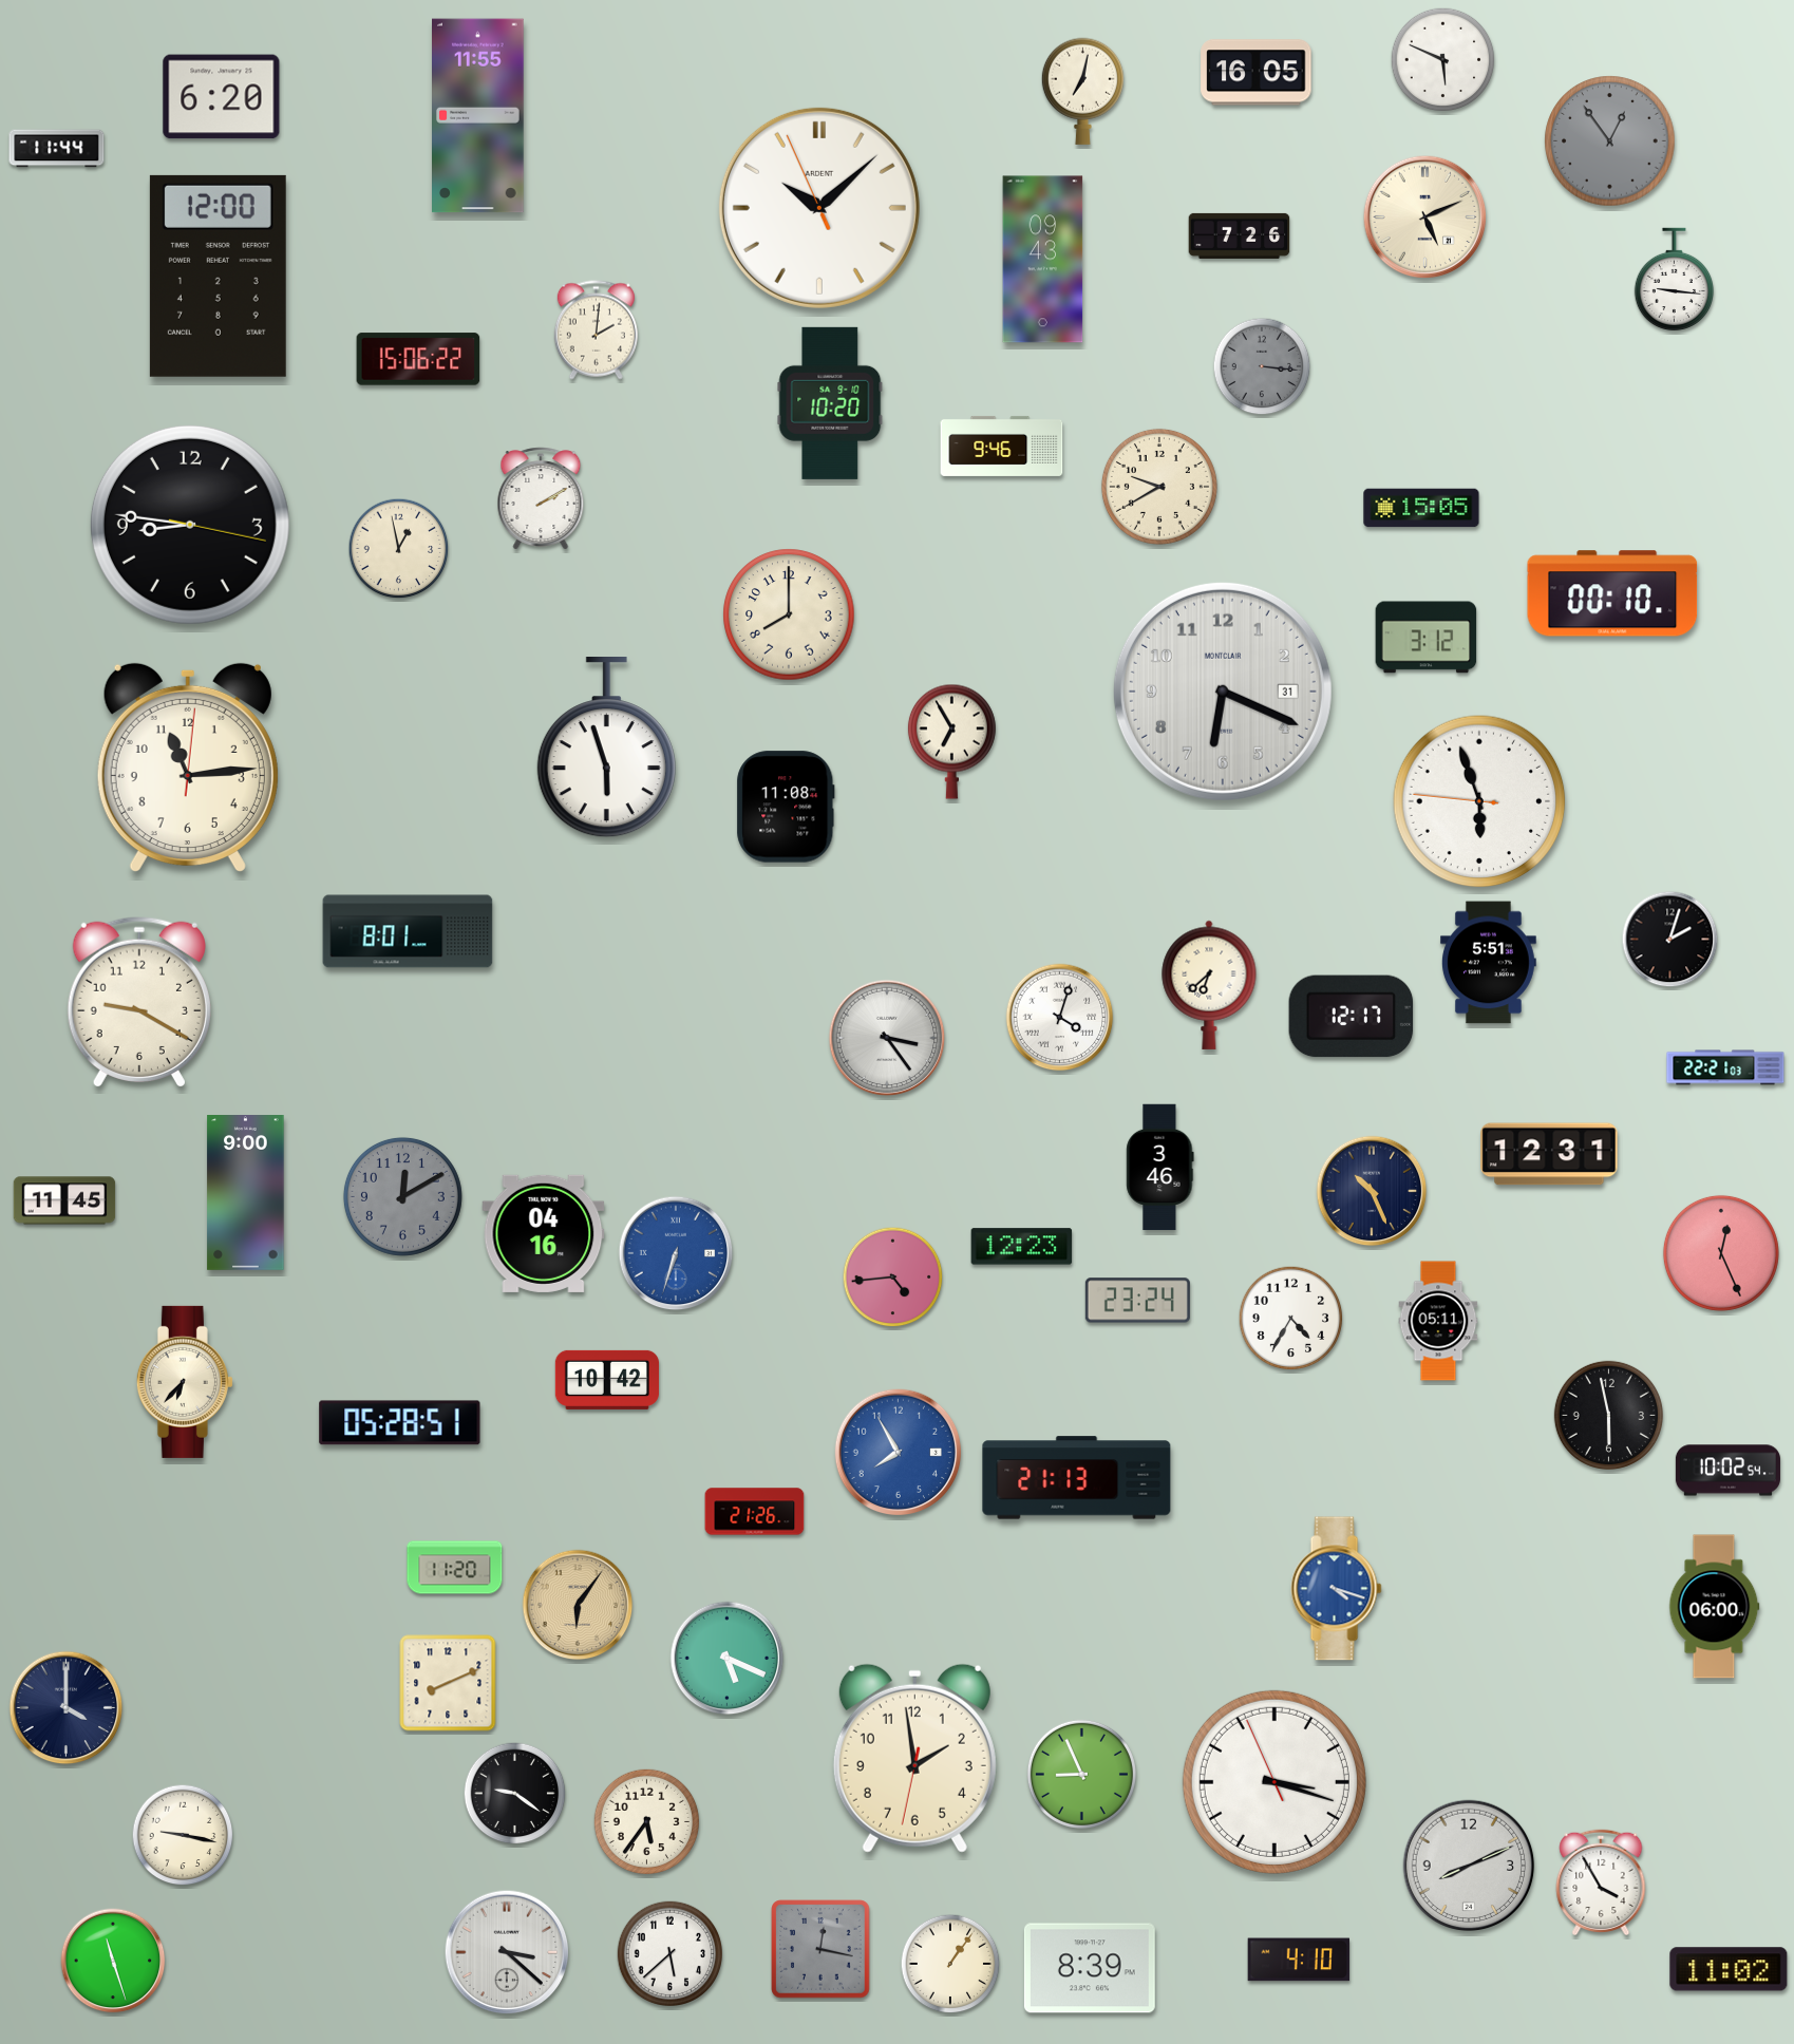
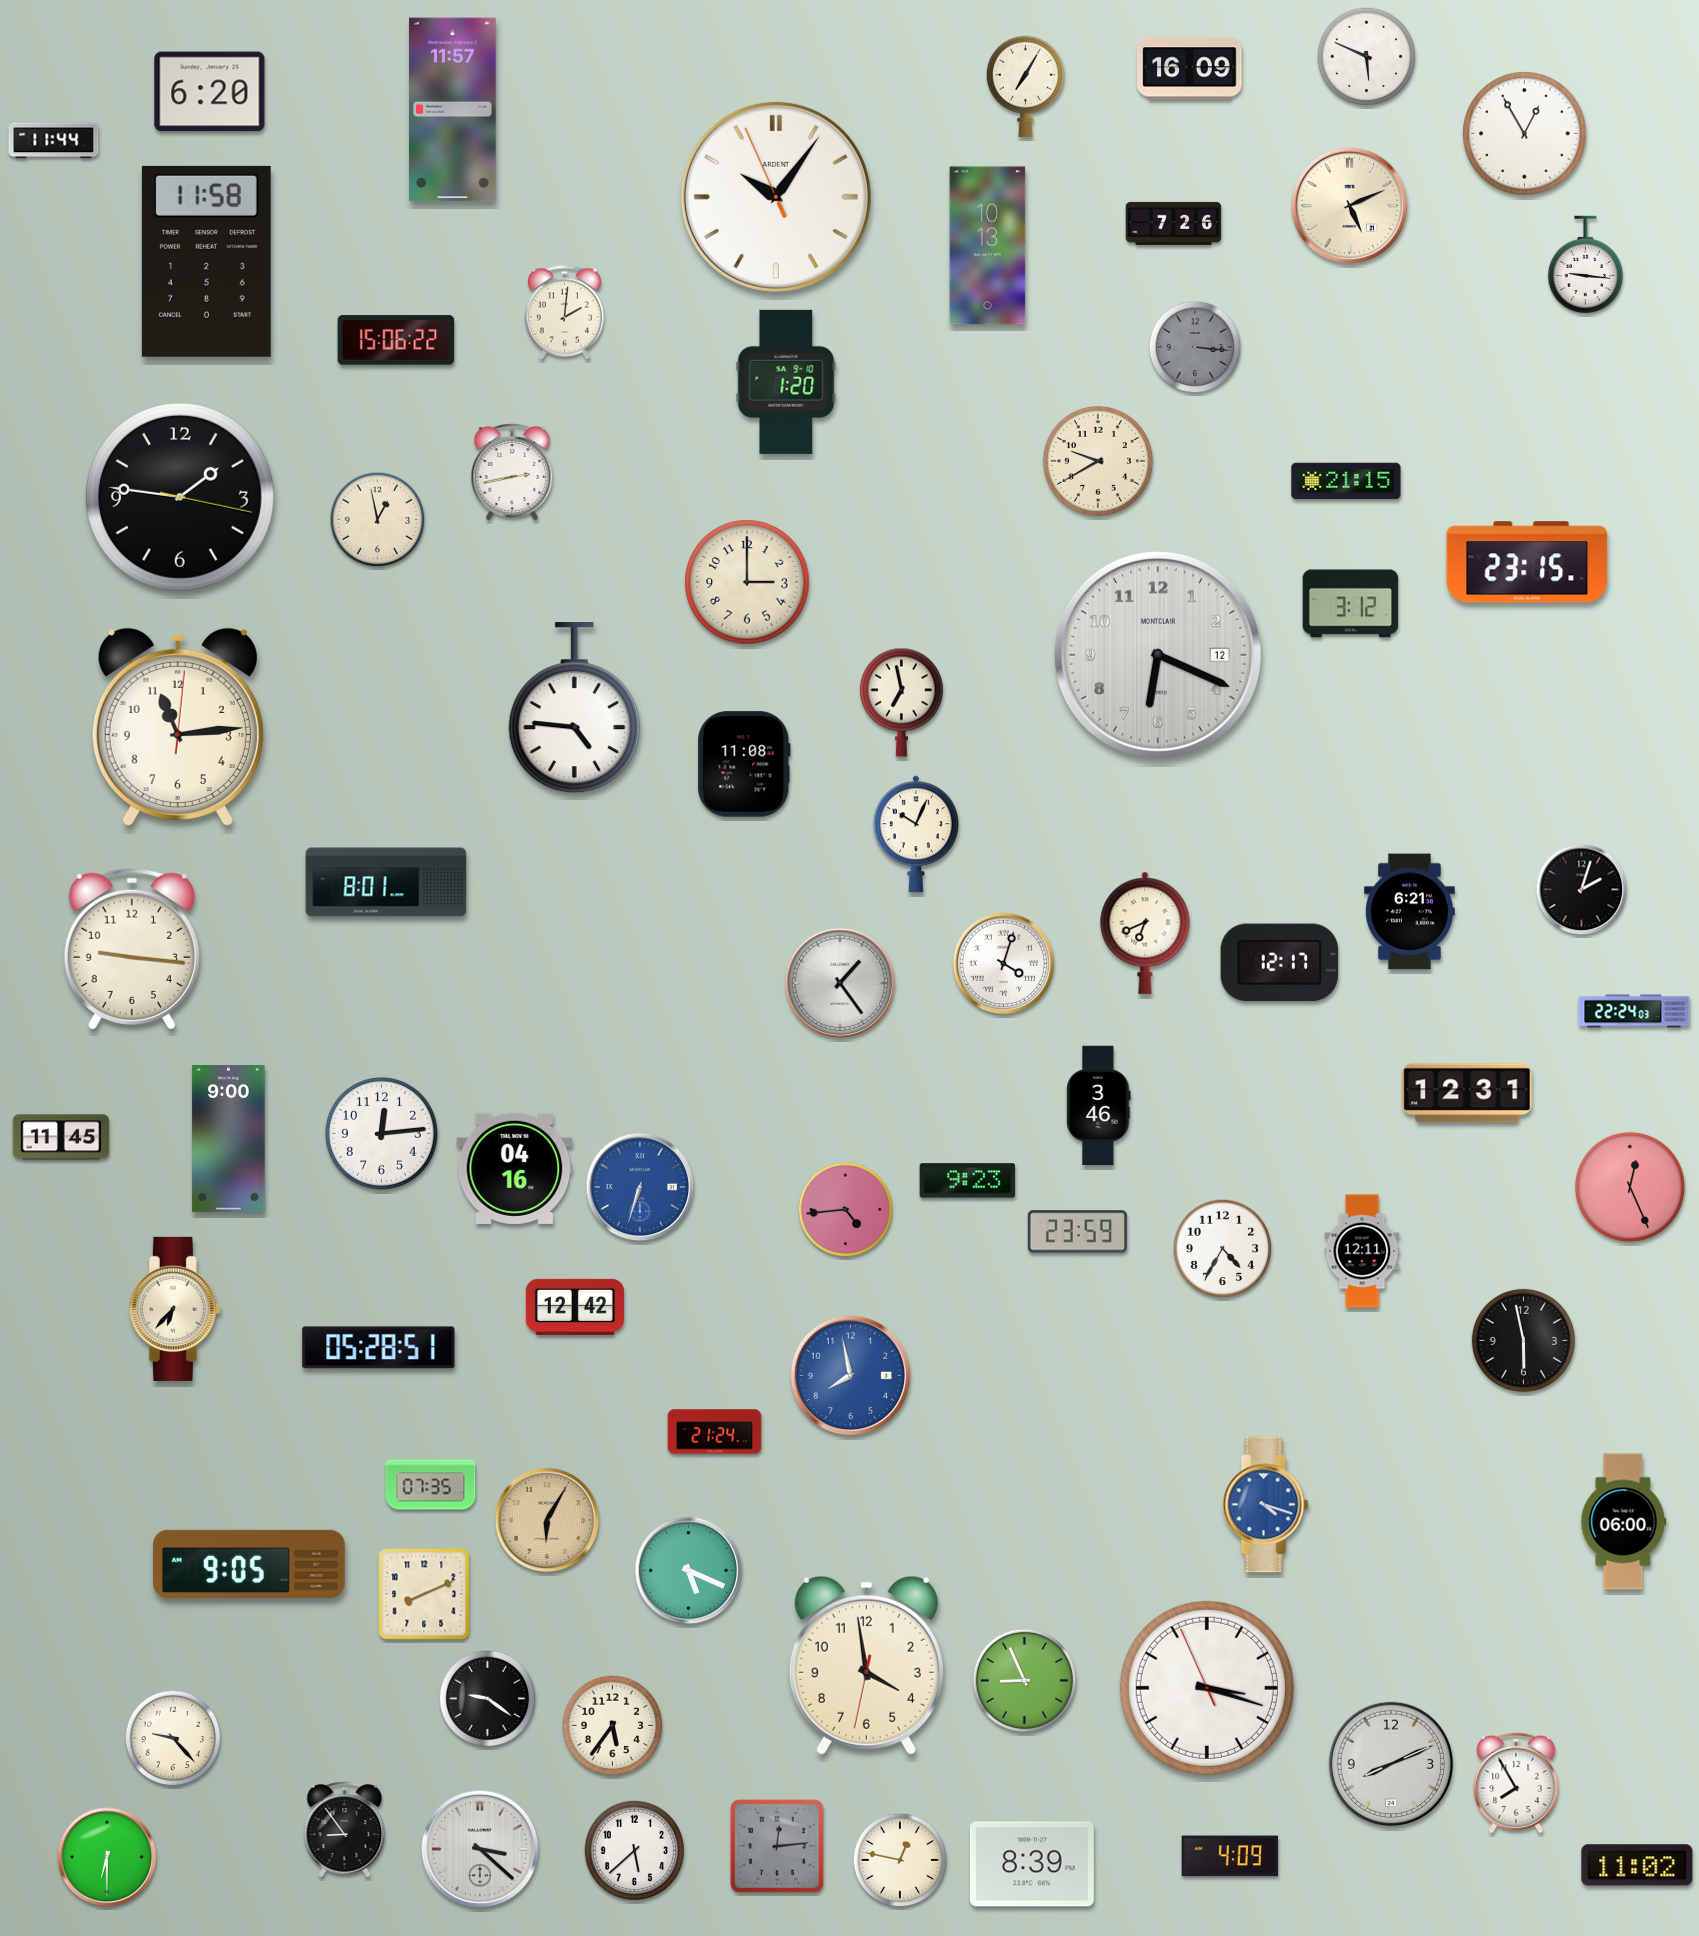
clock at (1257, 73): 16:05 -> 16:09
clock at (1082, 91): 7:02 -> 7:05
clock at (478, 116): 11:55 -> 11:57
clock at (1610, 141): 12:54 -> 12:55
clock at (1610, 141) dial: grey -> white
clock at (819, 208): 10:07 -> 10:05
clock at (1043, 260): 09:43 -> 10:13
clock at (218, 276): 12:00 -> 11:58
clock at (830, 403): 10:20 -> 1:20
clock at (1002, 446): 9:46 -> none
clock at (541, 498): 2:10 -> 2:43
clock at (1421, 508): 15:05 -> 21:15
clock at (190, 525): 8:46 -> 1:46
clock at (1612, 593): 00:10 -> 23:15
clock at (789, 614): 8:00 -> 3:00
clock at (1223, 692) date: 31 -> 12
clock at (951, 741): 6:55 -> 6:58
clock at (606, 749): 5:57 -> 4:46
clock at (1479, 801): 5:56 -> none
clock at (916, 834): none -> 10:04
clock at (1488, 963): 5:51 -> 6:21
clock at (1209, 985): 6:38 -> 6:41
clock at (139, 1001): 9:20 -> 9:16
clock at (887, 1038): 3:24 -> 1:24
clock at (1725, 1067): 22:21 -> 22:24
clock at (1372, 1191): 10:26 -> none
clock at (246, 1193) position: (246, 1193) -> (229, 1139)
clock at (402, 1196): 12:10 -> 12:14
clock at (402, 1196) dial: grey -> white
clock at (1022, 1247): 12:23 -> 9:23
clock at (1137, 1301): 23:24 -> 23:59
clock at (1438, 1321): 05:11 -> 12:11
clock at (607, 1380): 10:42 -> 12:42
clock at (899, 1453): 7:55 -> 7:58
clock at (1727, 1471): 10:02 -> none
clock at (1077, 1478): 21:13 -> none
clock at (755, 1512): 21:26 -> 21:24
clock at (455, 1568): 11:20 -> 07:35
clock at (578, 1605): 6:06 -> 6:05
clock at (249, 1564): none -> 9:05
clock at (67, 1708): 4:00 -> none
clock at (914, 1758): 1:58 -> 3:58
clock at (183, 1835): 9:17 -> 9:23
clock at (1469, 1866) position: (1469, 1866) -> (1391, 1764)
clock at (1601, 1882): 3:55 -> 7:55
clock at (345, 1830): none -> 8:54
clock at (820, 1949): 12:17 -> 12:14
clock at (1299, 1960): 4:10 -> 4:09
clock at (113, 1961): 11:27 -> 6:30
clock at (950, 1964): 1:06 -> 12:47
